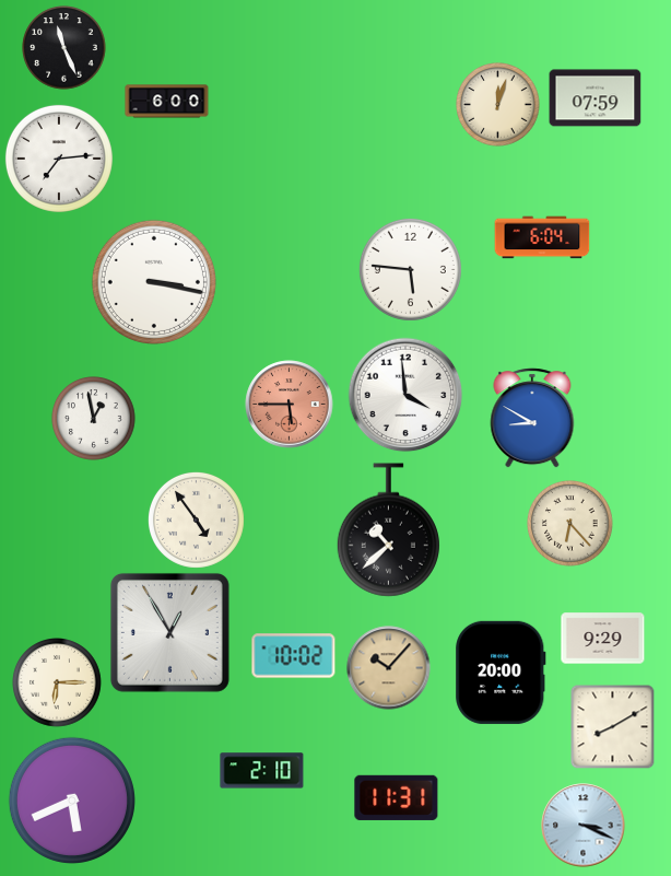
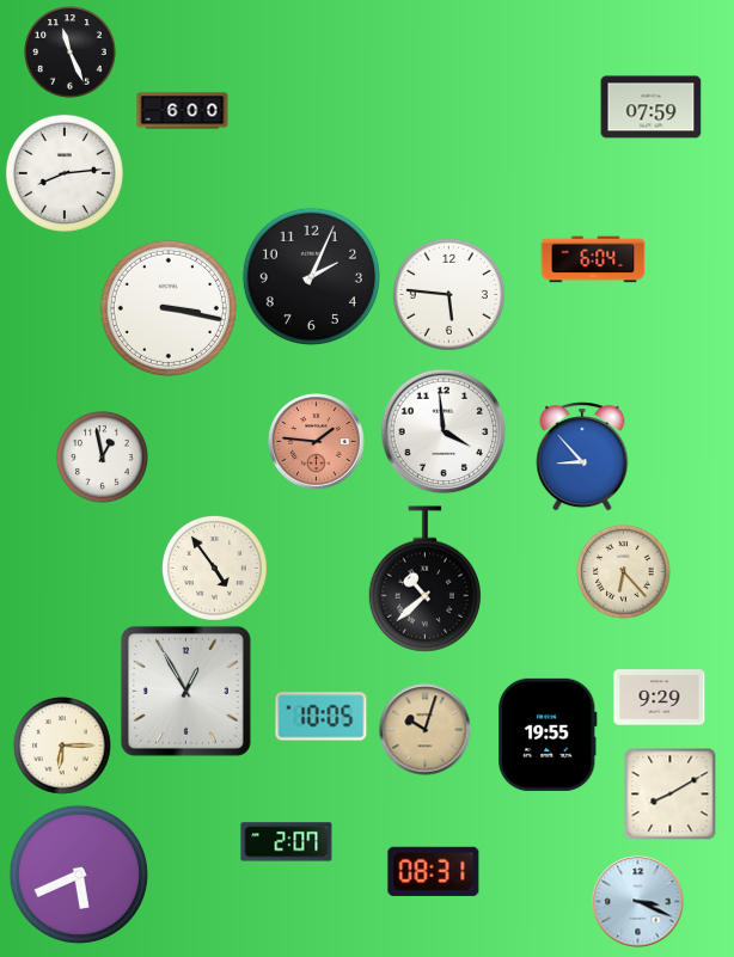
clock at (498, 105): 12:03 -> none
clock at (59, 159): 7:14 -> 8:14
clock at (311, 276): none -> 2:04
clock at (290, 405): 5:45 -> 1:46
clock at (532, 418): 8:50 -> 8:53
clock at (294, 656): 10:02 -> 10:05
clock at (389, 668): 10:07 -> 10:03
clock at (501, 673): 20:00 -> 19:55
clock at (262, 771): 2:10 -> 2:07
clock at (397, 797): 11:31 -> 08:31
